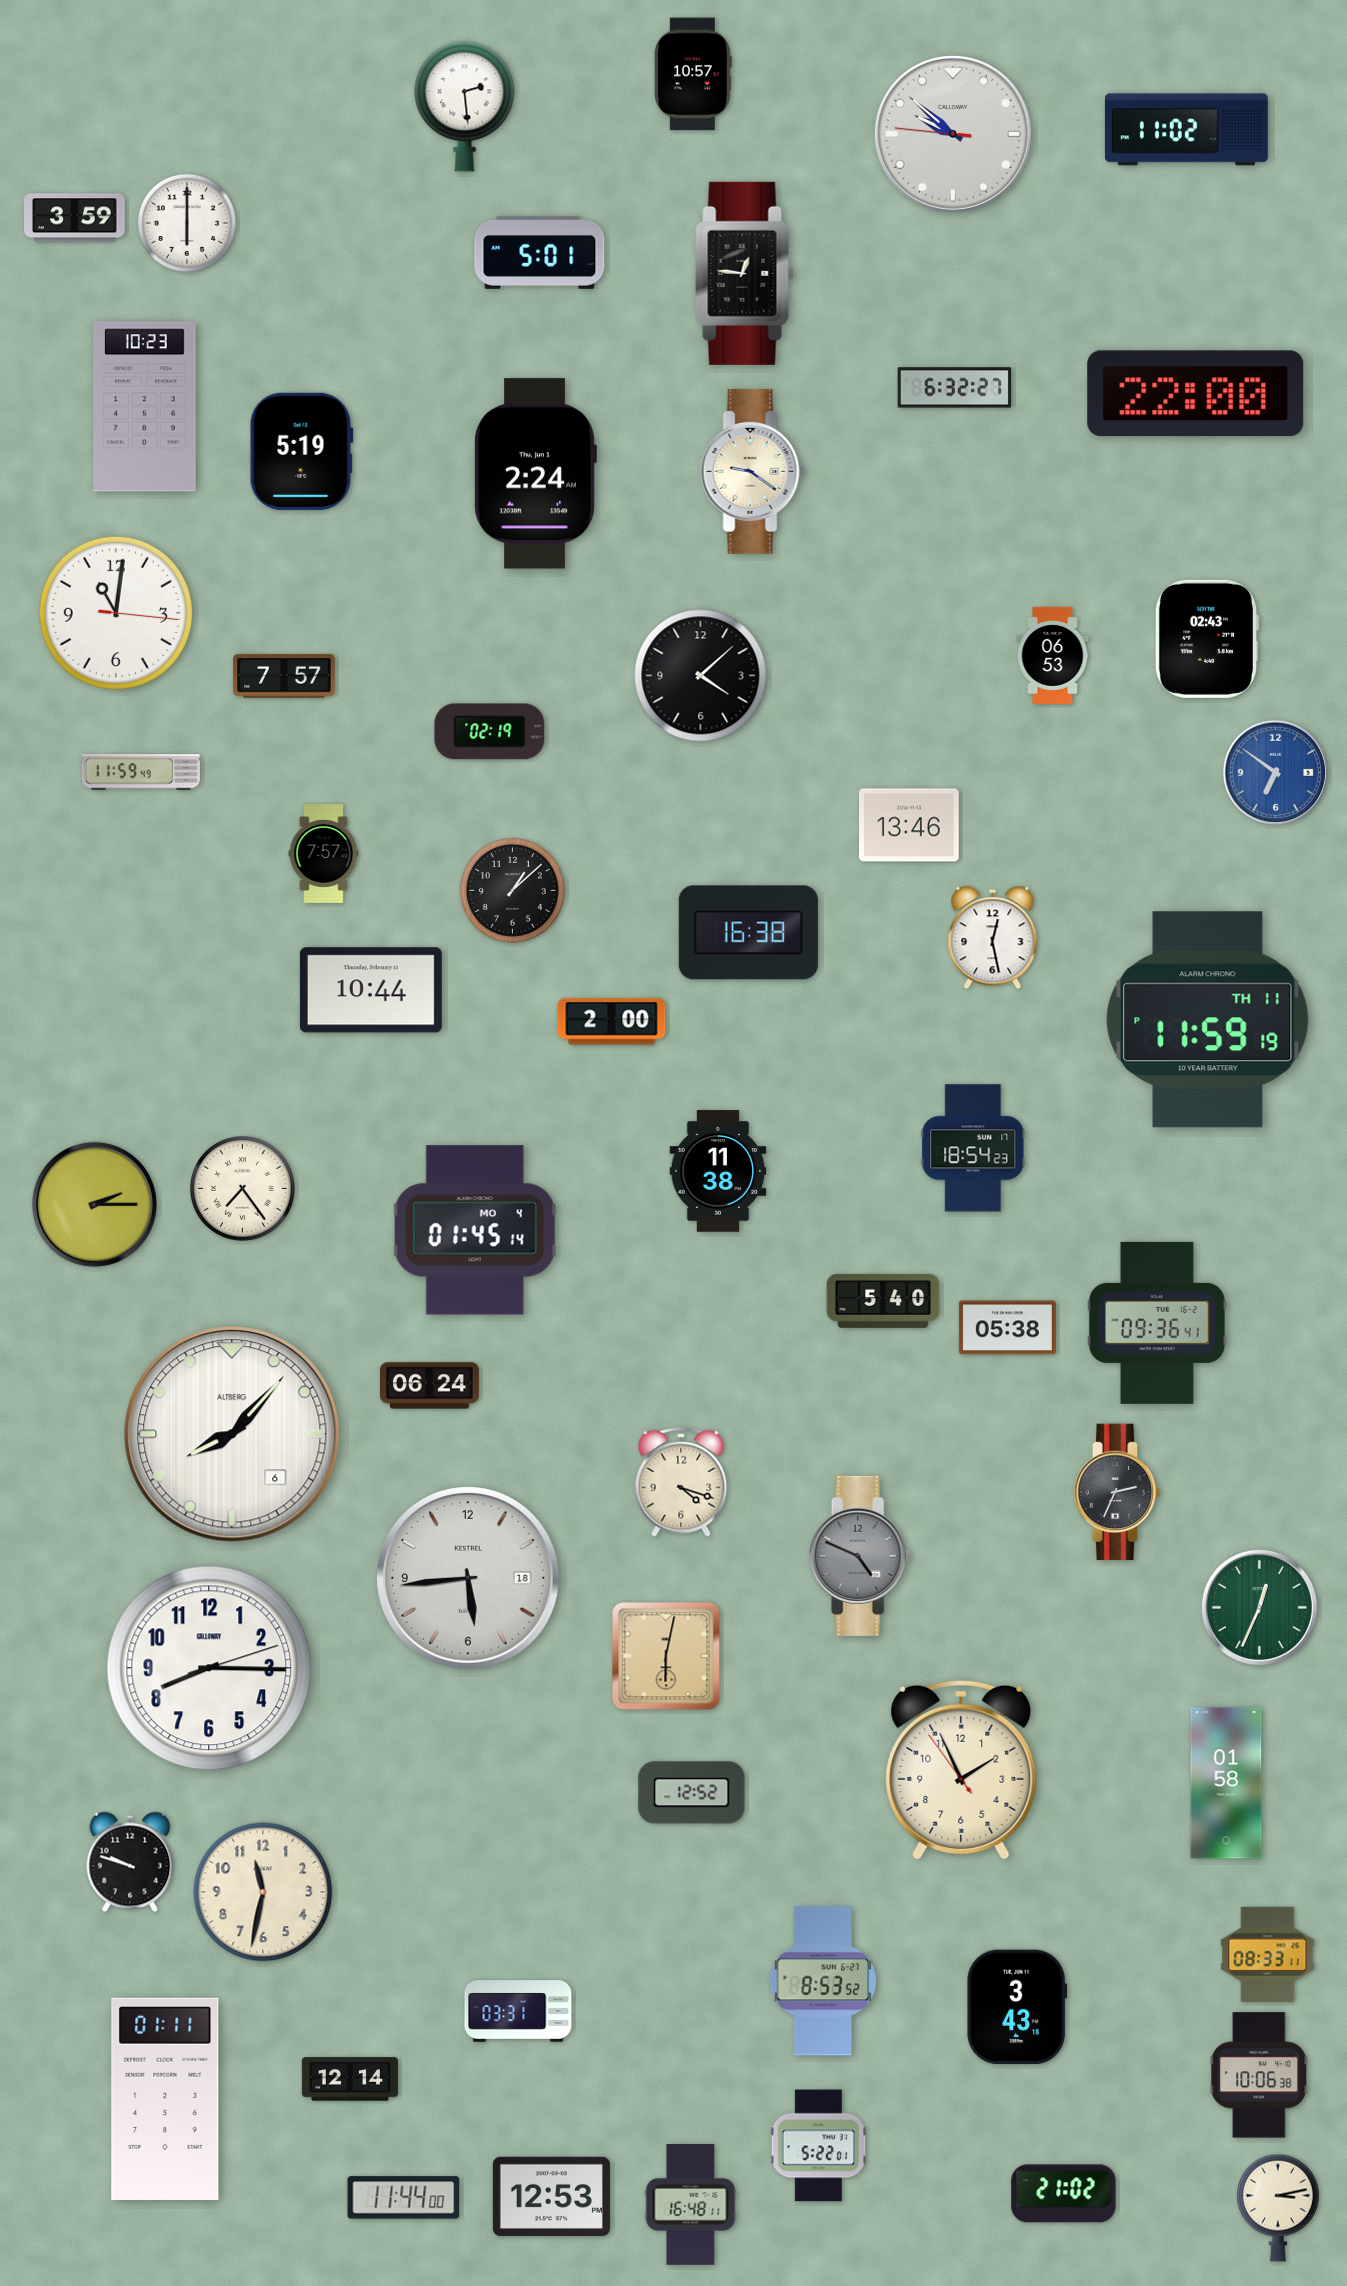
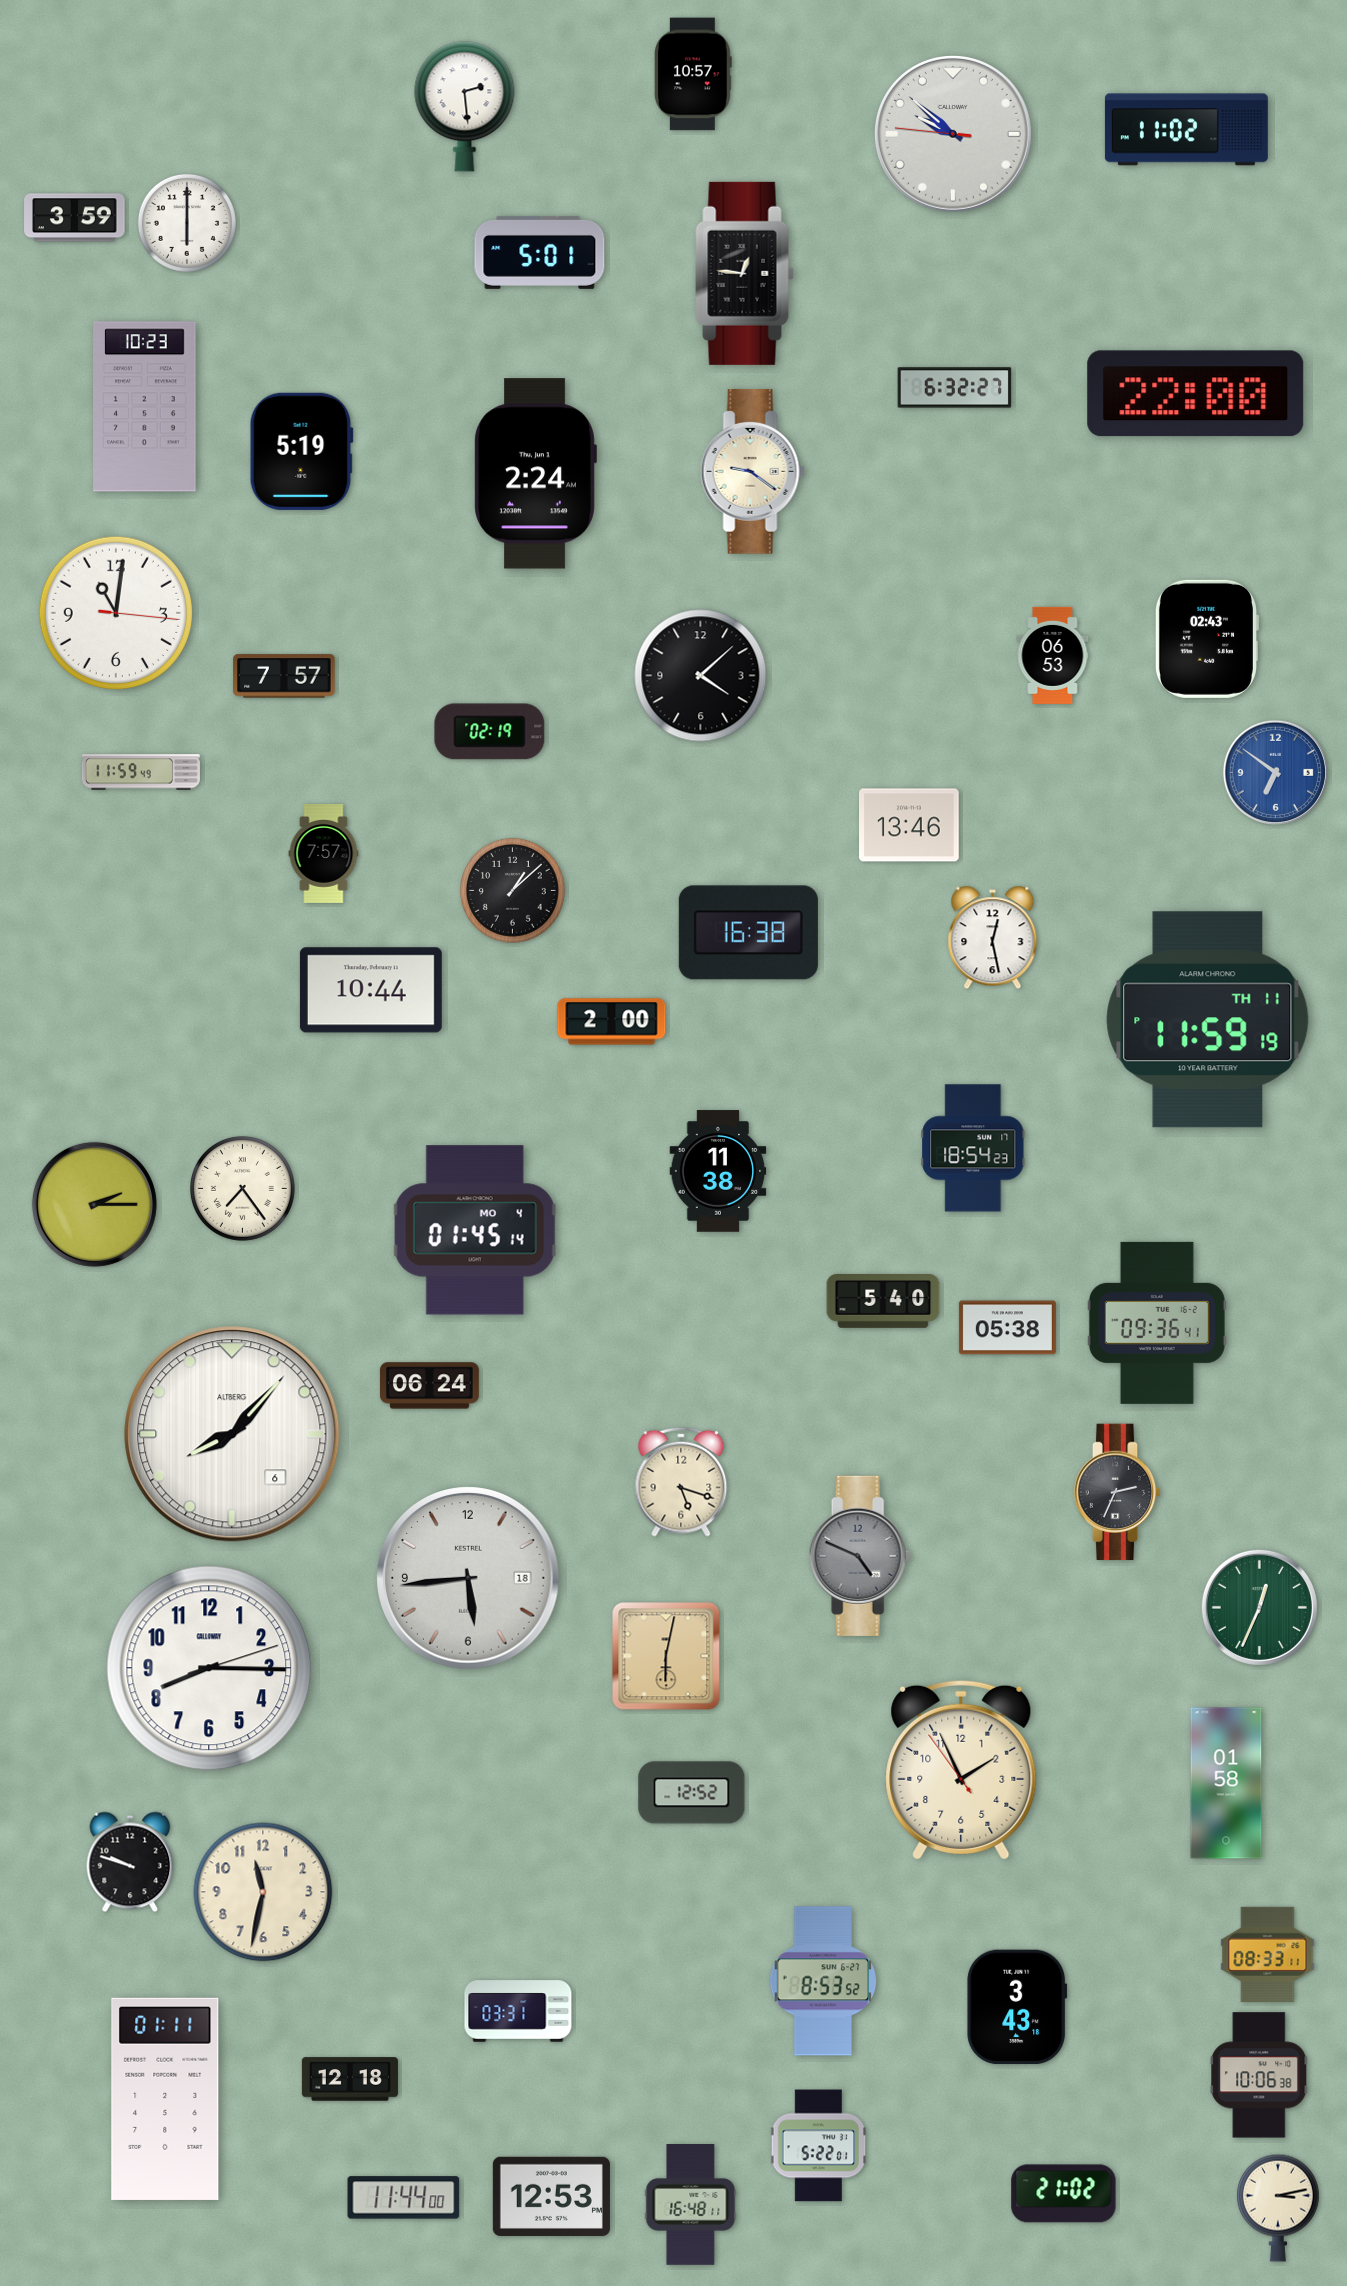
clock at (681, 1482): 4:18 -> 5:18
clock at (350, 2079): 12:14 -> 12:18
